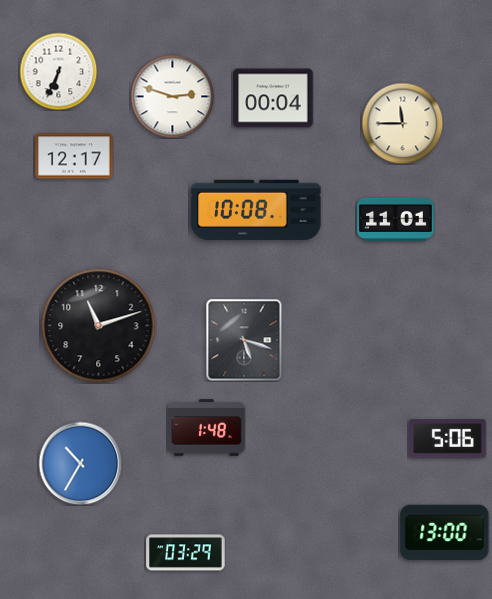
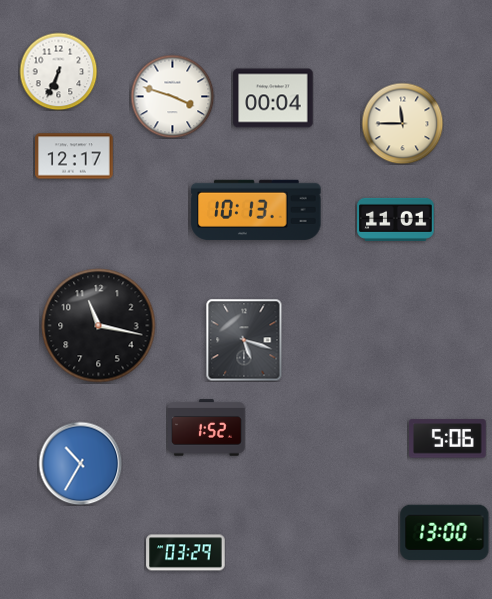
clock at (172, 96): 2:48 -> 3:48
clock at (256, 210): 10:08 -> 10:13
clock at (99, 326): 11:12 -> 11:17
clock at (207, 428): 1:48 -> 1:52
